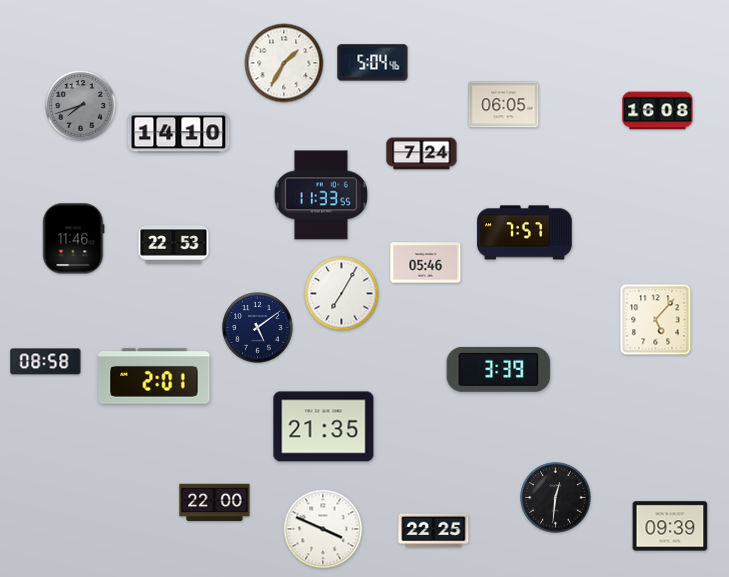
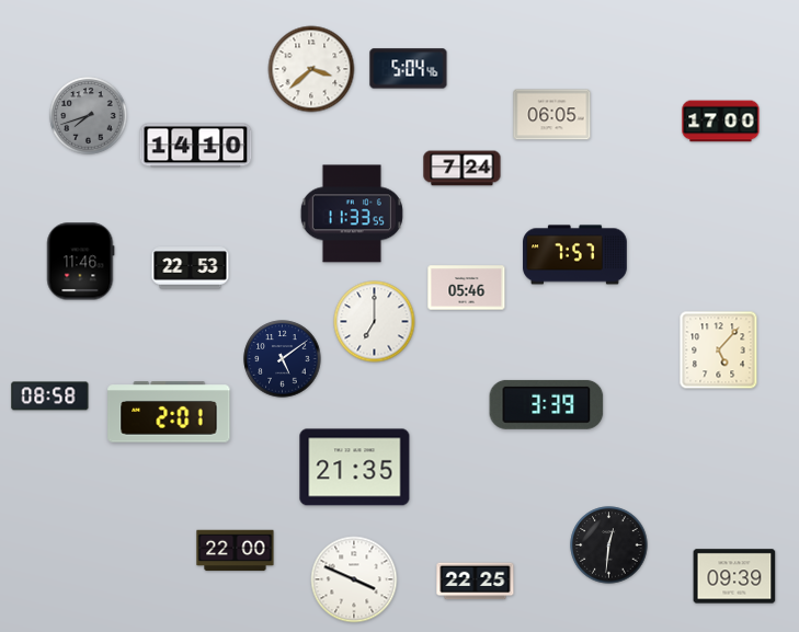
clock at (284, 63): 1:35 -> 3:38
clock at (658, 111): 16:08 -> 17:00
clock at (342, 294): 7:05 -> 7:00
